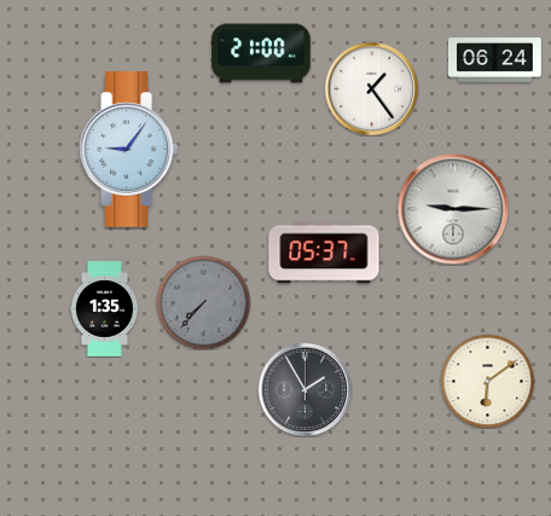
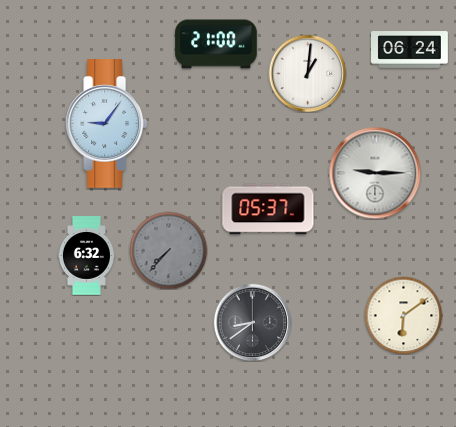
clock at (371, 88): 1:24 -> 1:01
clock at (104, 309): 1:35 -> 6:32
clock at (304, 389): 1:55 -> 8:39
